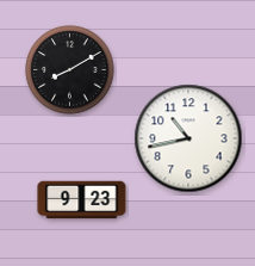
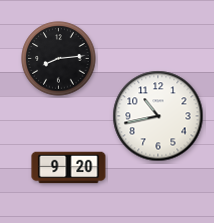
clock at (70, 70): 8:10 -> 8:14
clock at (82, 200): 9:23 -> 9:20
